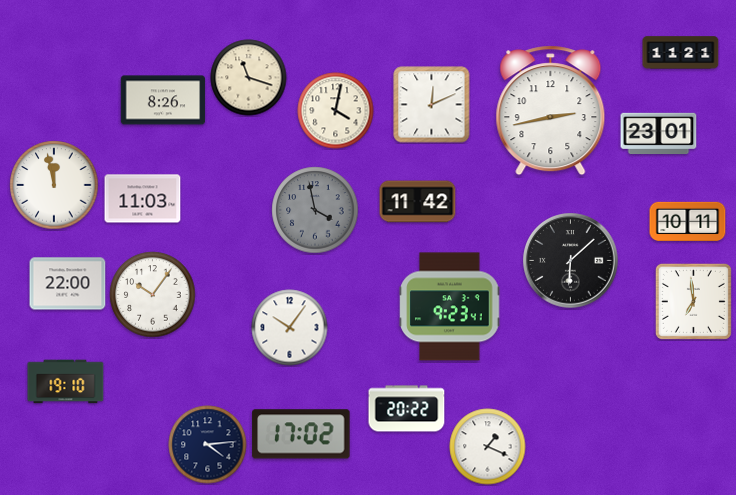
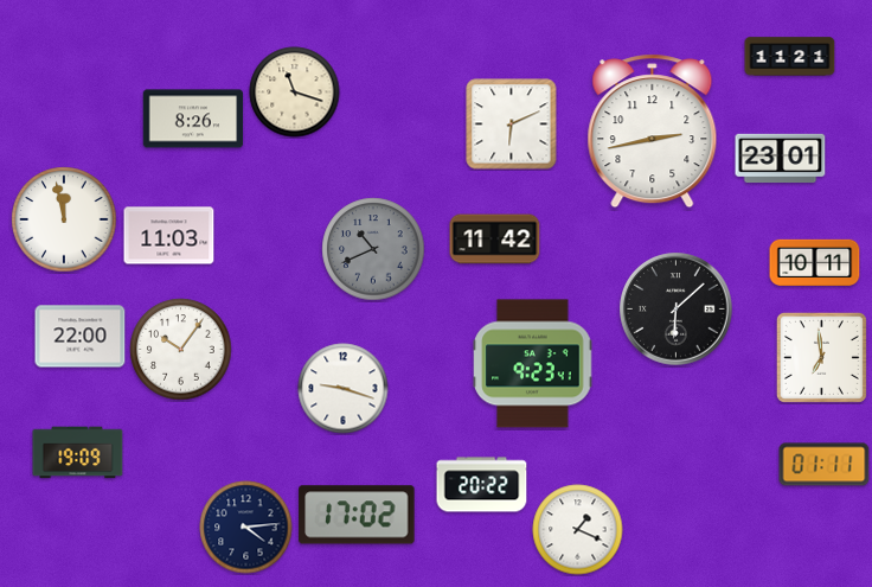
clock at (681, 53) position: (681, 53) -> (790, 57)
clock at (432, 105): 12:11 -> 6:11
clock at (336, 111): 4:02 -> none
clock at (315, 210): 3:58 -> 10:41
clock at (290, 328): 10:06 -> 9:18
clock at (66, 382): 19:10 -> 19:09
clock at (825, 465): none -> 01:11
